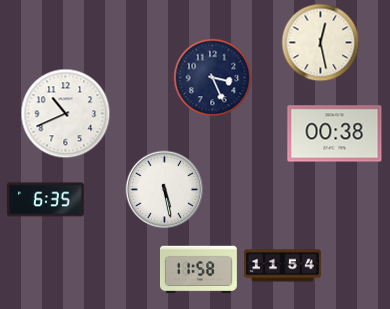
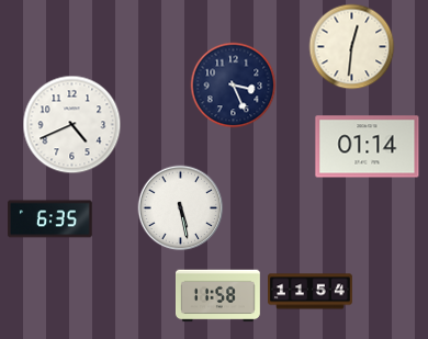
clock at (320, 42): 12:28 -> 12:31
clock at (65, 113): 10:41 -> 4:41
clock at (335, 134): 00:38 -> 01:14
